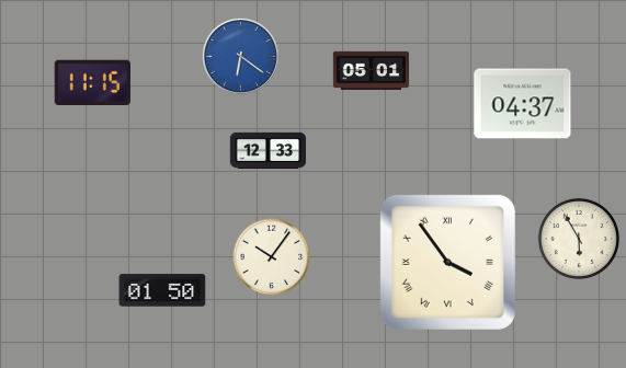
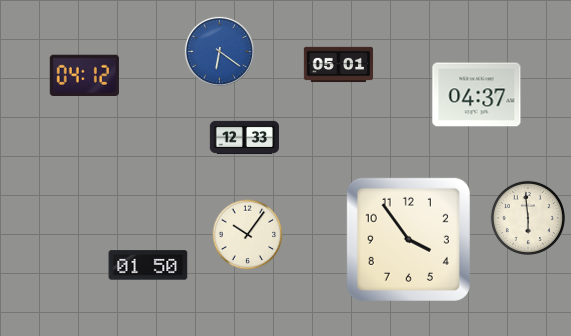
clock at (92, 82): 11:15 -> 04:12
clock at (579, 239): 5:55 -> 5:59
clock at (447, 262) numerals: Roman -> Arabic
